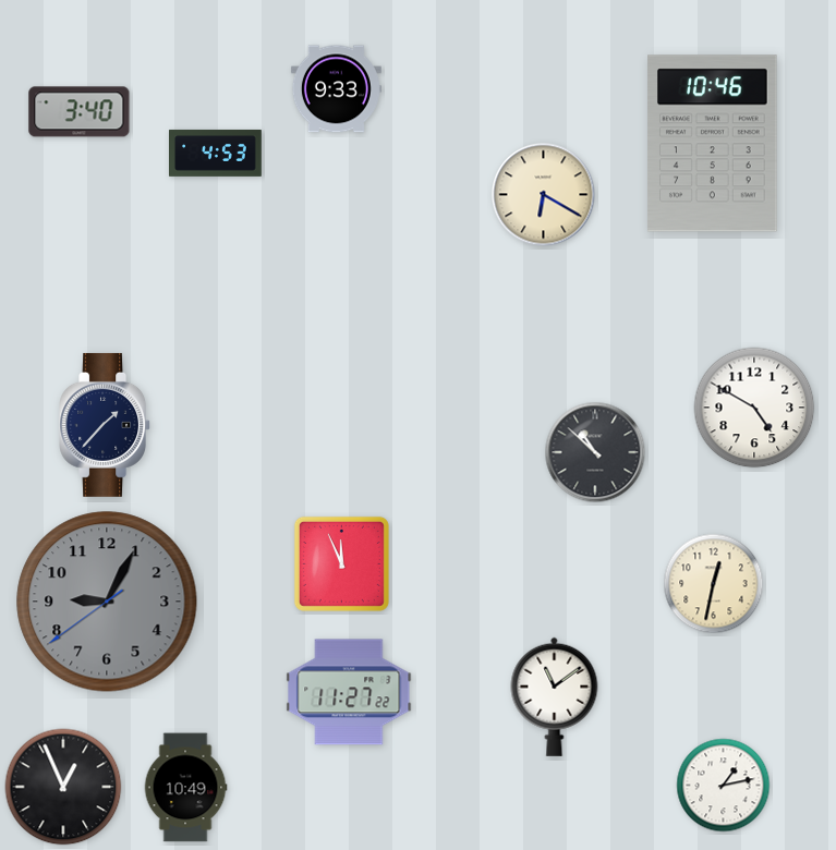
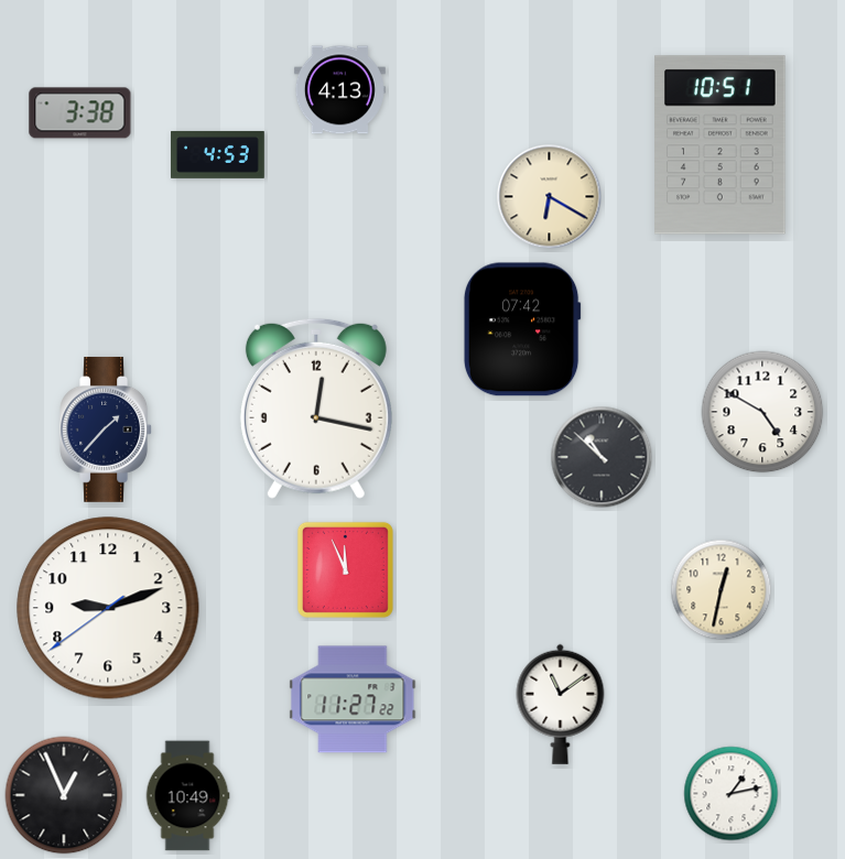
clock at (336, 89): 9:33 -> 4:13
clock at (80, 112): 3:40 -> 3:38
clock at (713, 144): 10:46 -> 10:51
clock at (522, 329): none -> 07:42
clock at (316, 409): none -> 12:17
clock at (107, 602): 9:04 -> 9:11
clock at (107, 602) dial: grey -> white
